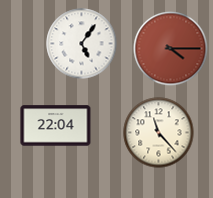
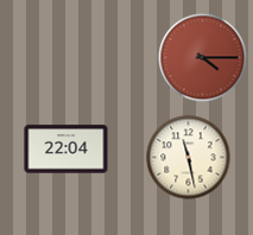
clock at (82, 44): 5:06 -> none
clock at (159, 133): 11:23 -> 11:28
